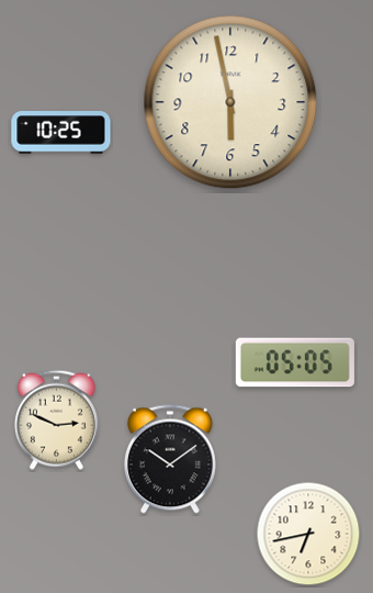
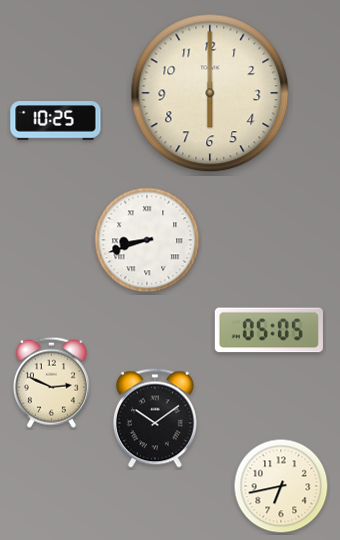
clock at (230, 102): 5:58 -> 6:00
clock at (147, 240): none -> 8:42
